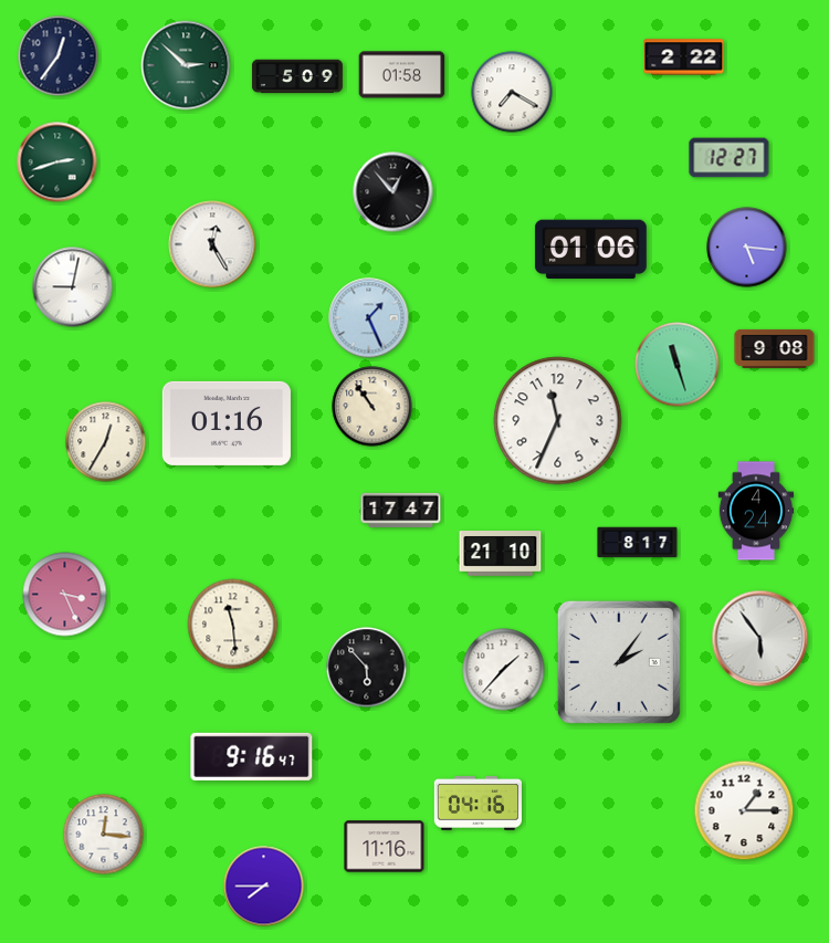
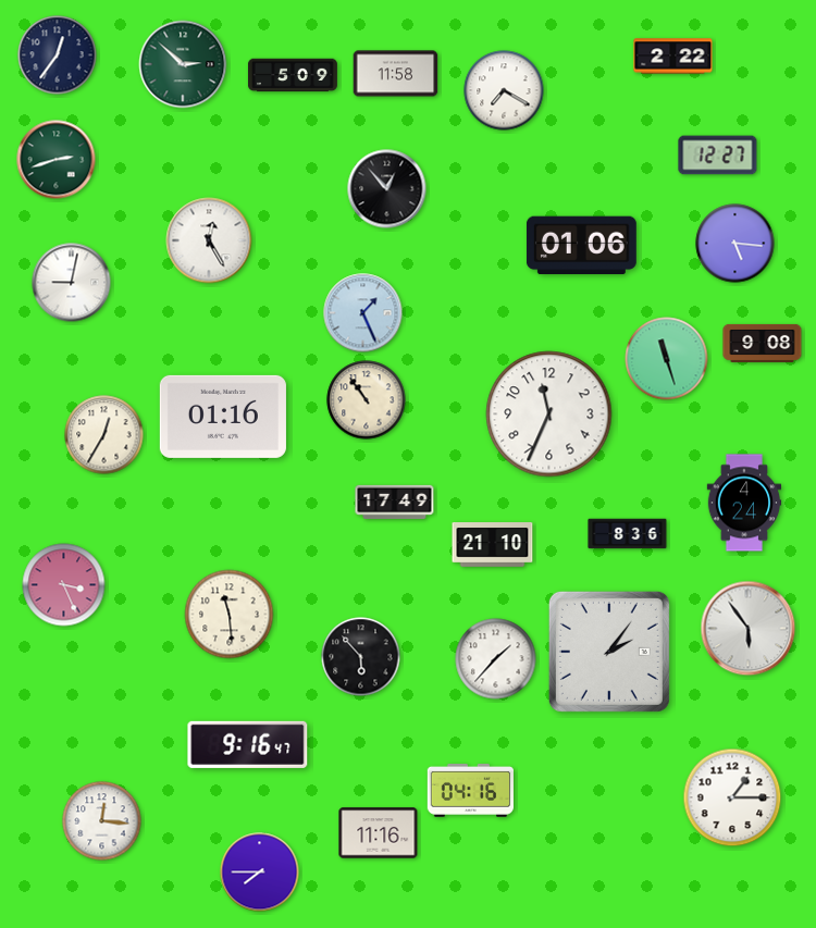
clock at (402, 75): 01:58 -> 11:58
clock at (401, 510): 17:47 -> 17:49
clock at (638, 543): 8:17 -> 8:36
